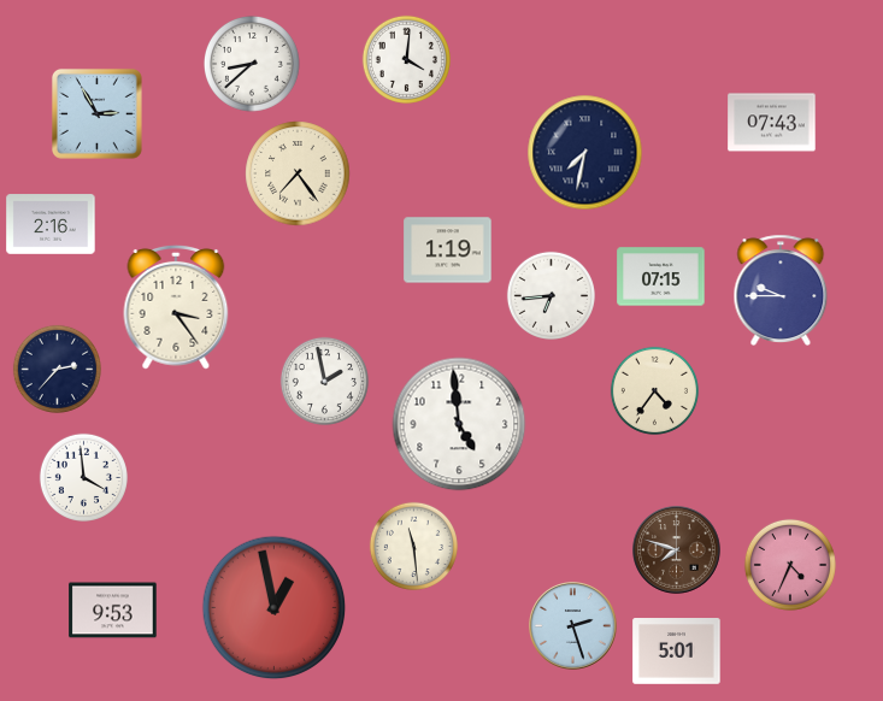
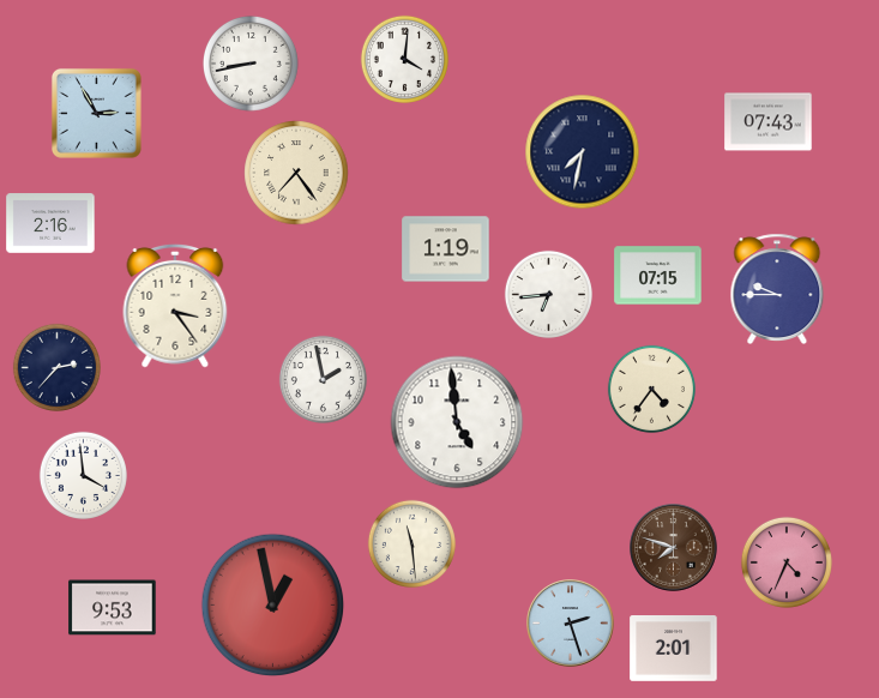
clock at (252, 64): 8:38 -> 8:43
clock at (677, 652): 5:01 -> 2:01
